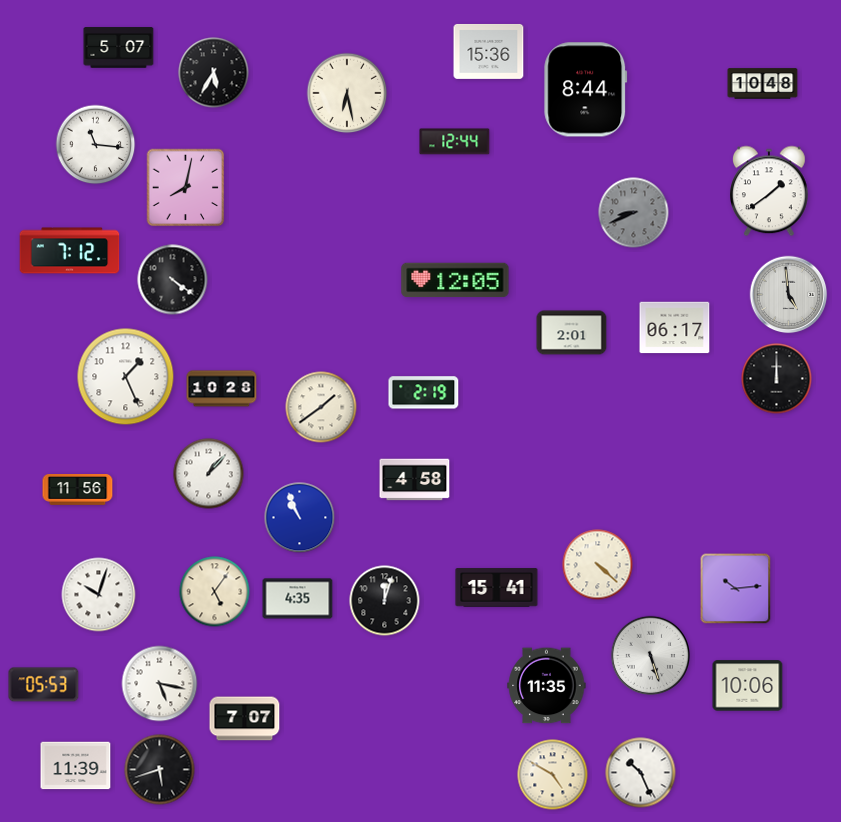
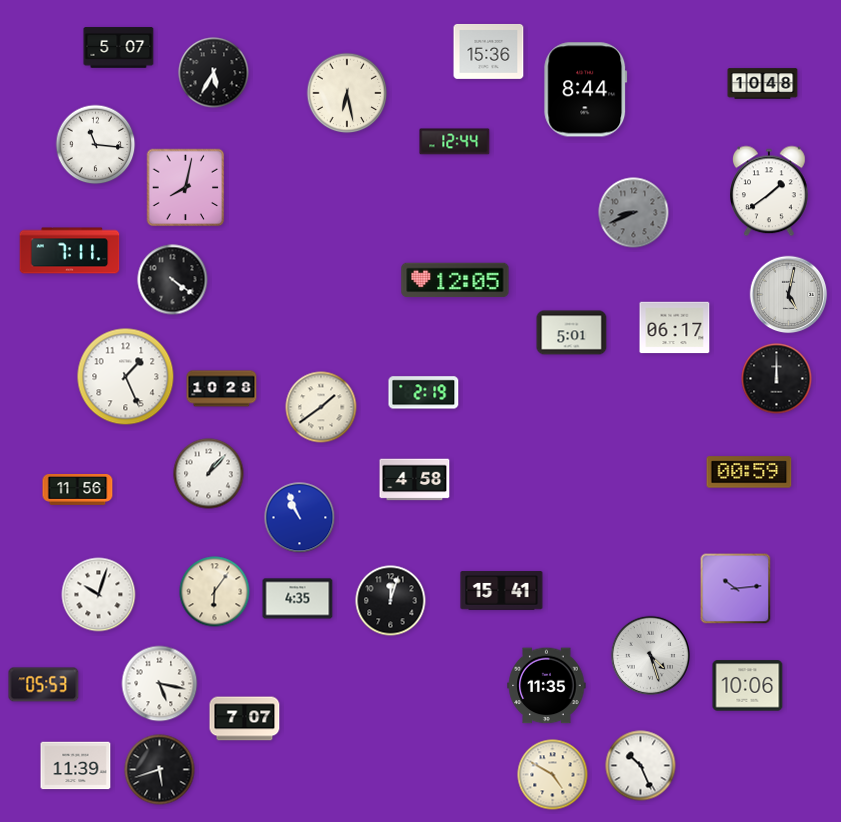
clock at (70, 251): 7:12 -> 7:11
clock at (789, 295): 4:59 -> 5:02
clock at (572, 333): 2:01 -> 5:01
clock at (749, 472): none -> 00:59
clock at (598, 565): 4:22 -> none
clock at (497, 588) position: (497, 588) -> (502, 591)
clock at (215, 592): 5:06 -> 6:06
clock at (385, 601) position: (385, 601) -> (391, 601)
clock at (650, 655): 5:27 -> 4:27
clock at (641, 773) position: (641, 773) -> (641, 766)
